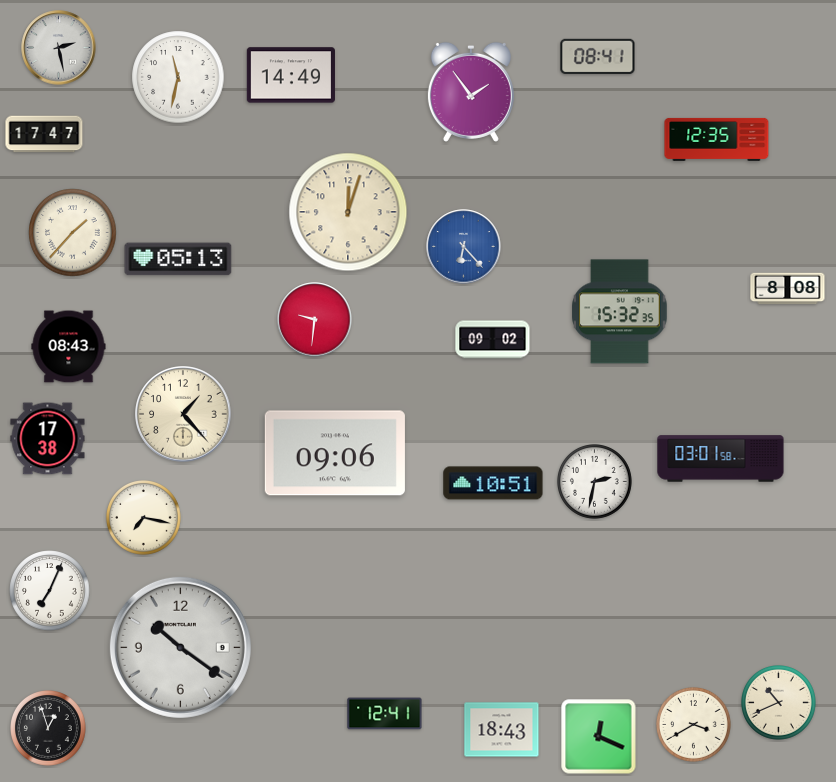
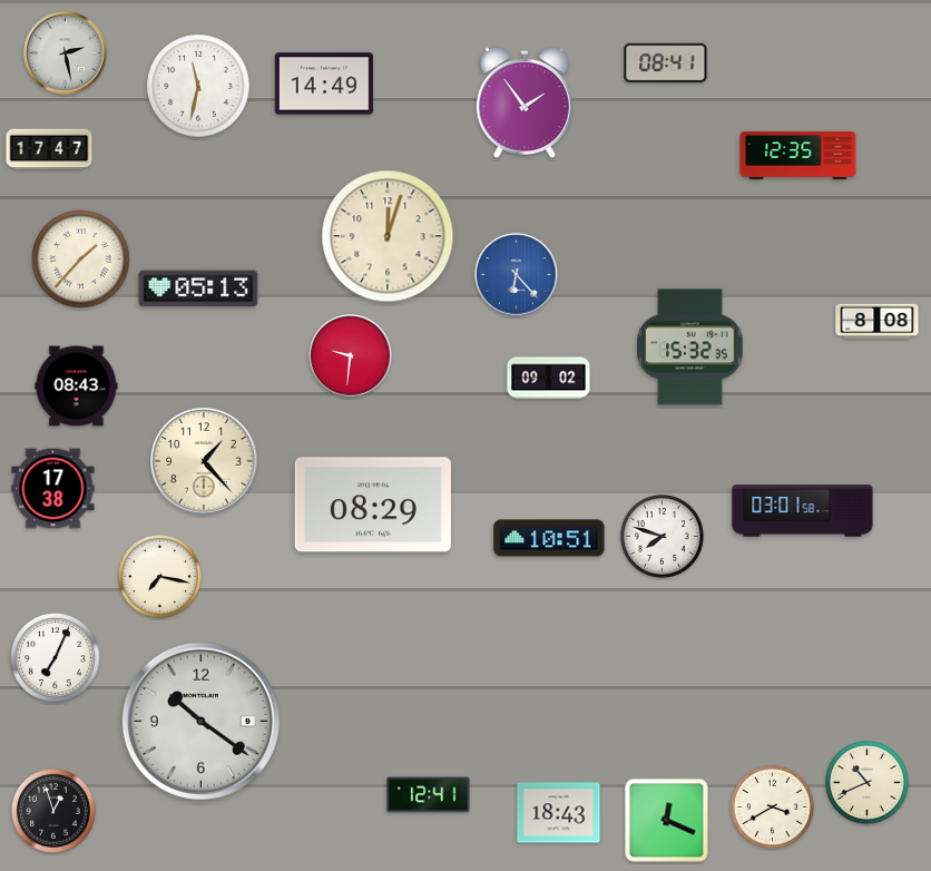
clock at (335, 453): 09:06 -> 08:29
clock at (595, 482): 2:32 -> 7:48
